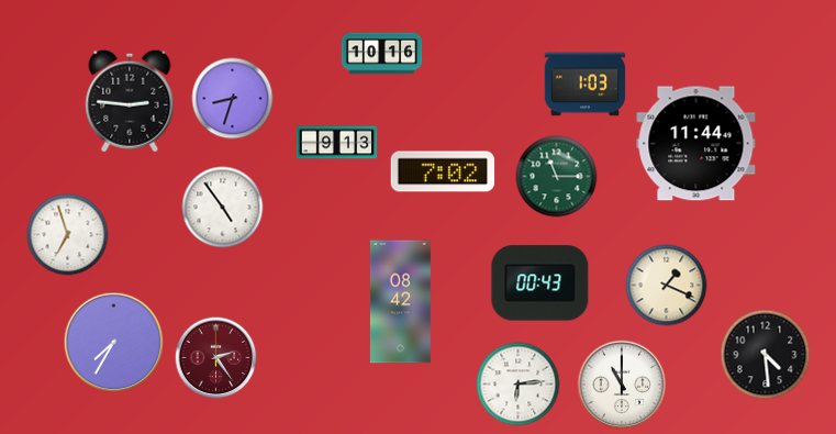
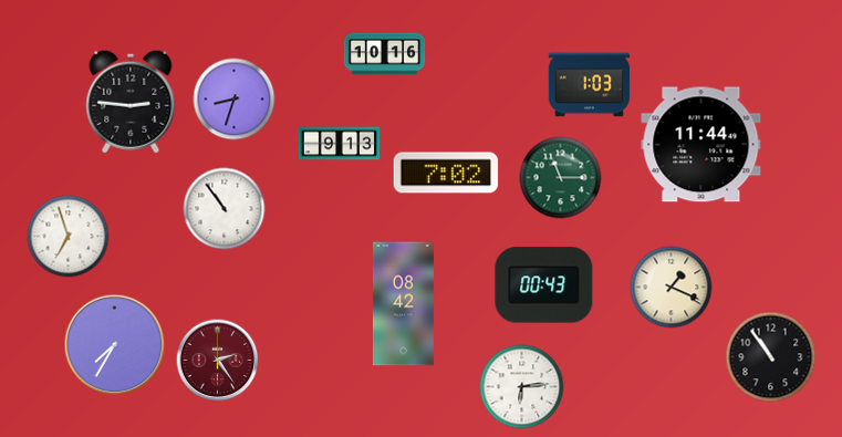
clock at (223, 208): 4:54 -> 10:54
clock at (766, 355): 4:29 -> 10:54
clock at (622, 385): 11:00 -> none
